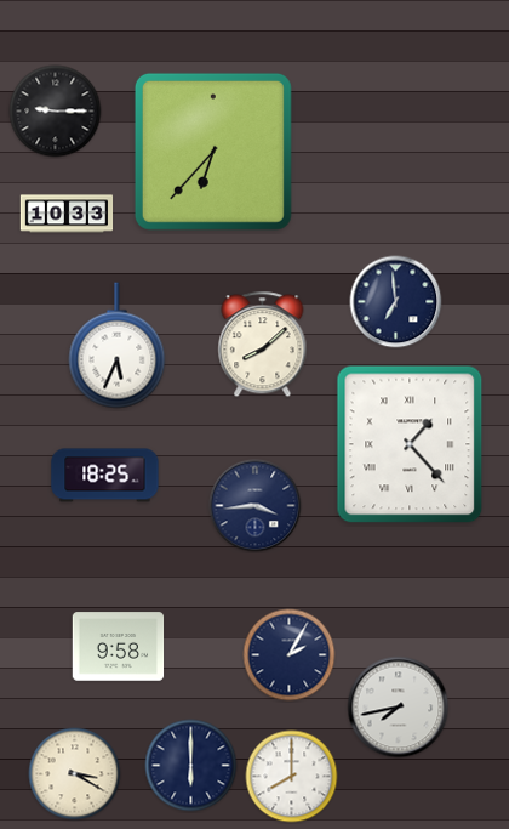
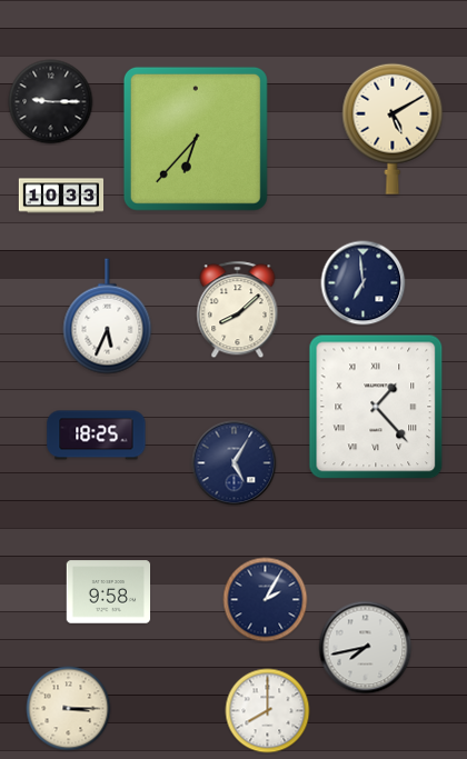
clock at (393, 129): none -> 5:10
clock at (396, 302) position: (396, 302) -> (364, 283)
clock at (263, 345) position: (263, 345) -> (238, 310)
clock at (256, 506): 3:44 -> 5:05
clock at (191, 766): 6:00 -> none
clock at (75, 774): 3:20 -> 3:15
